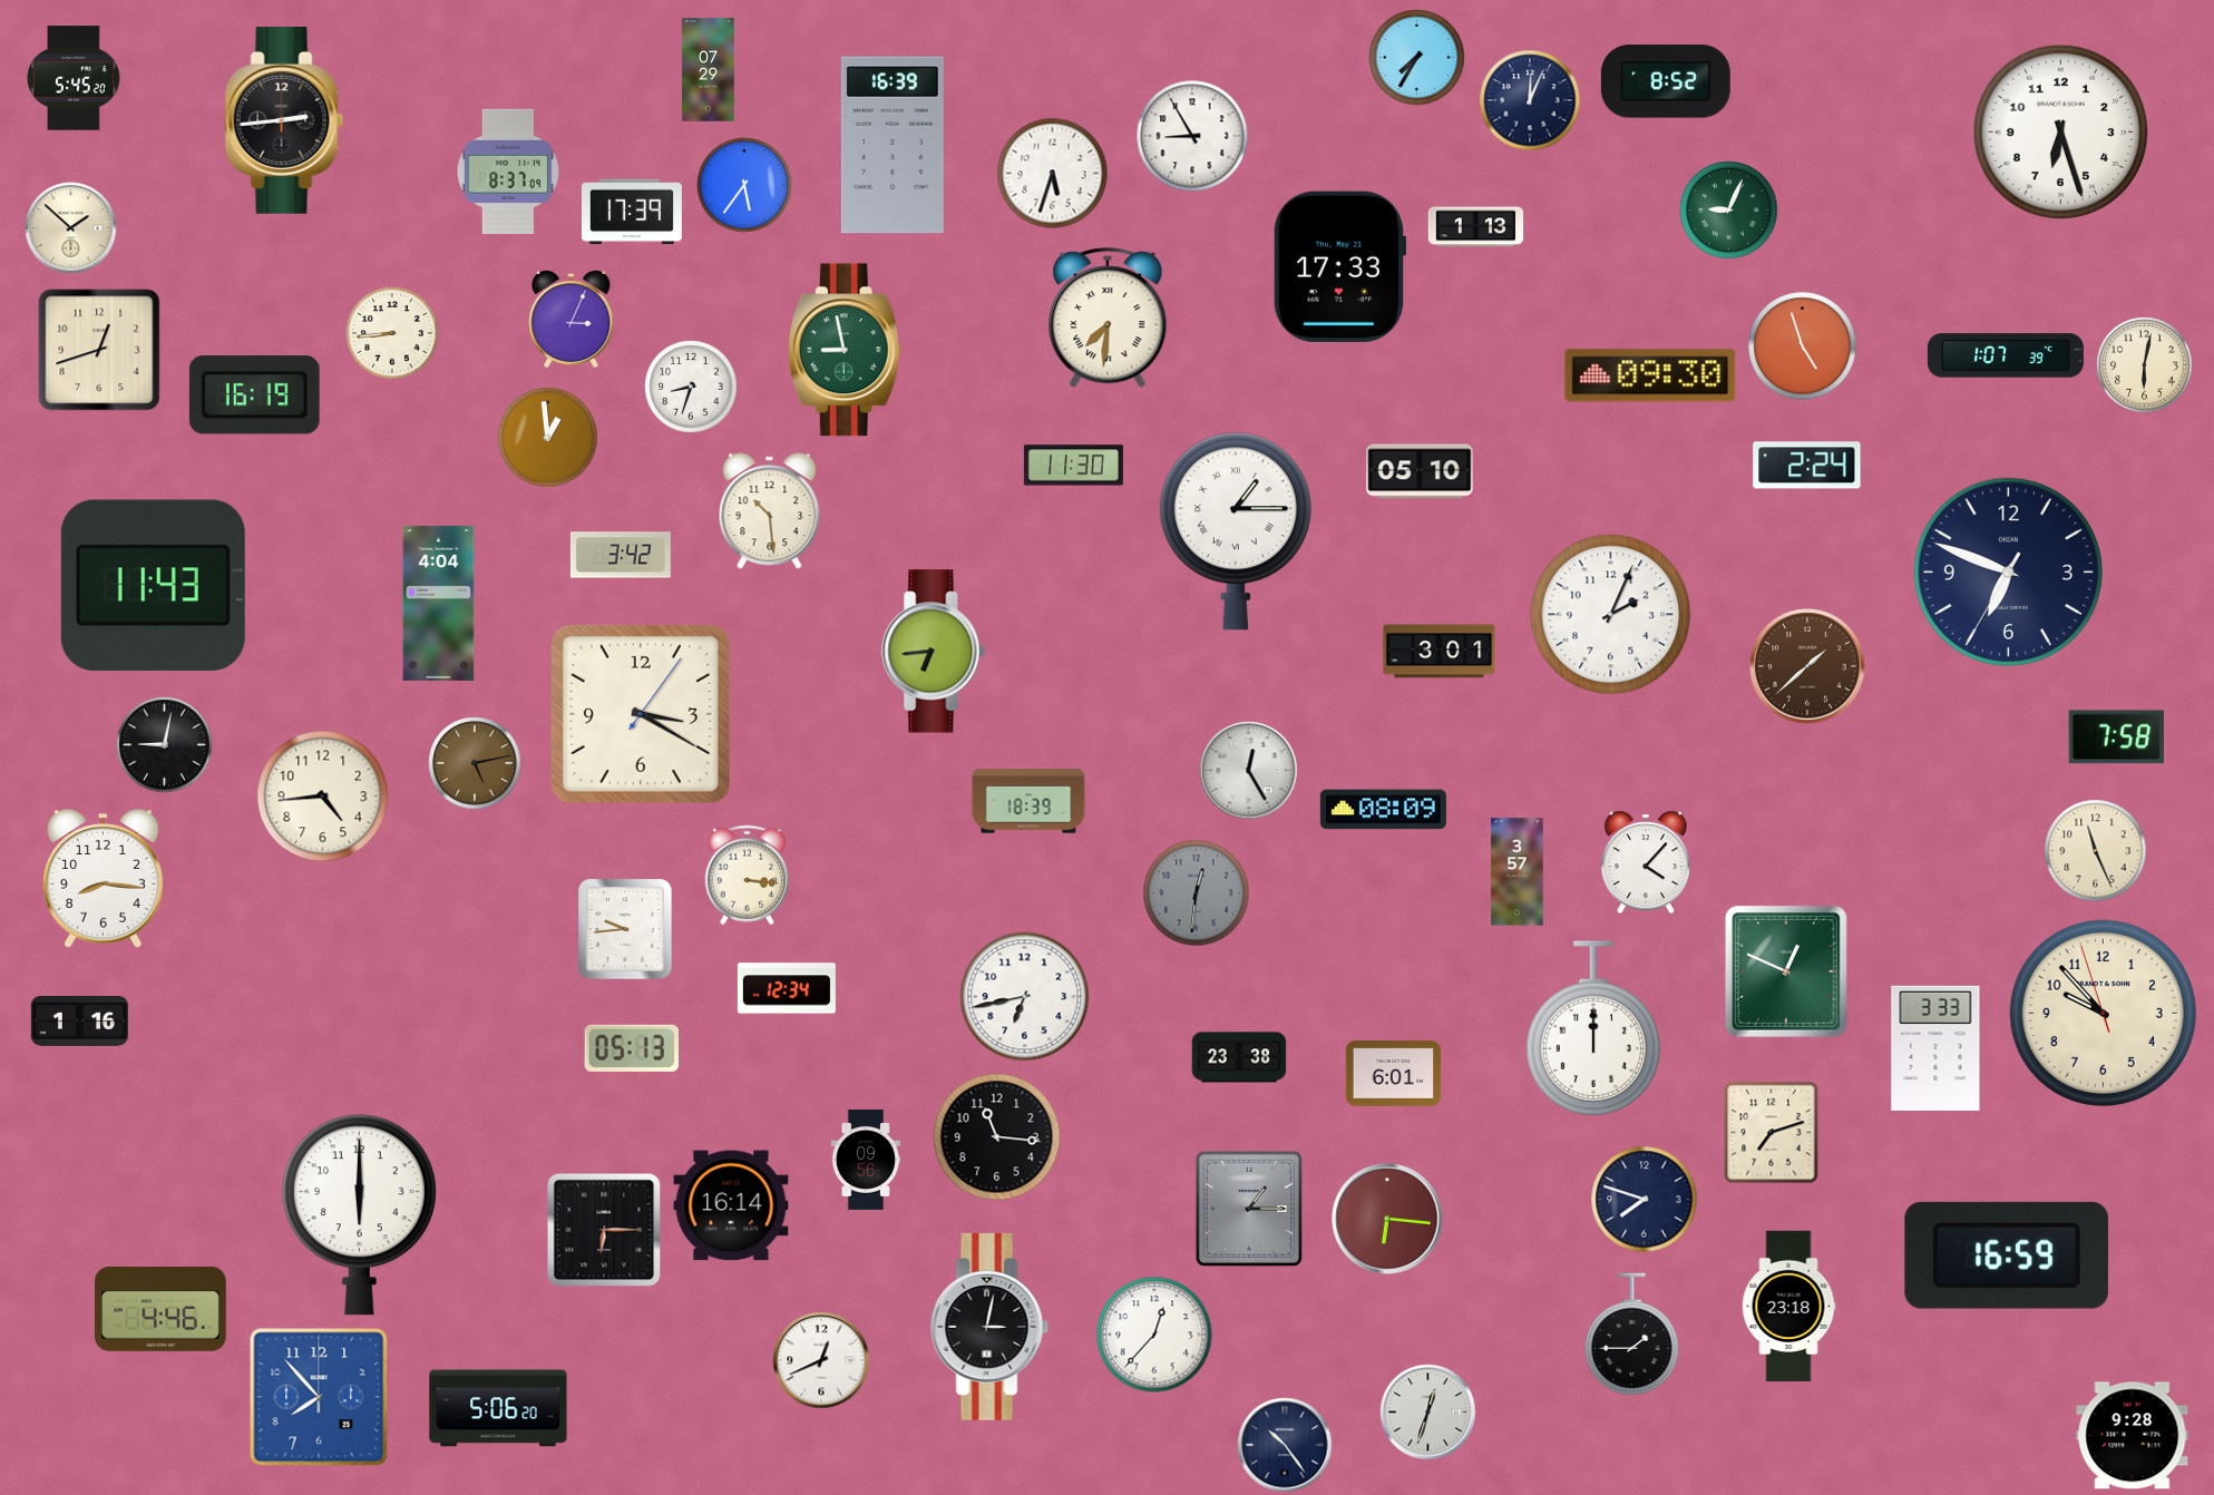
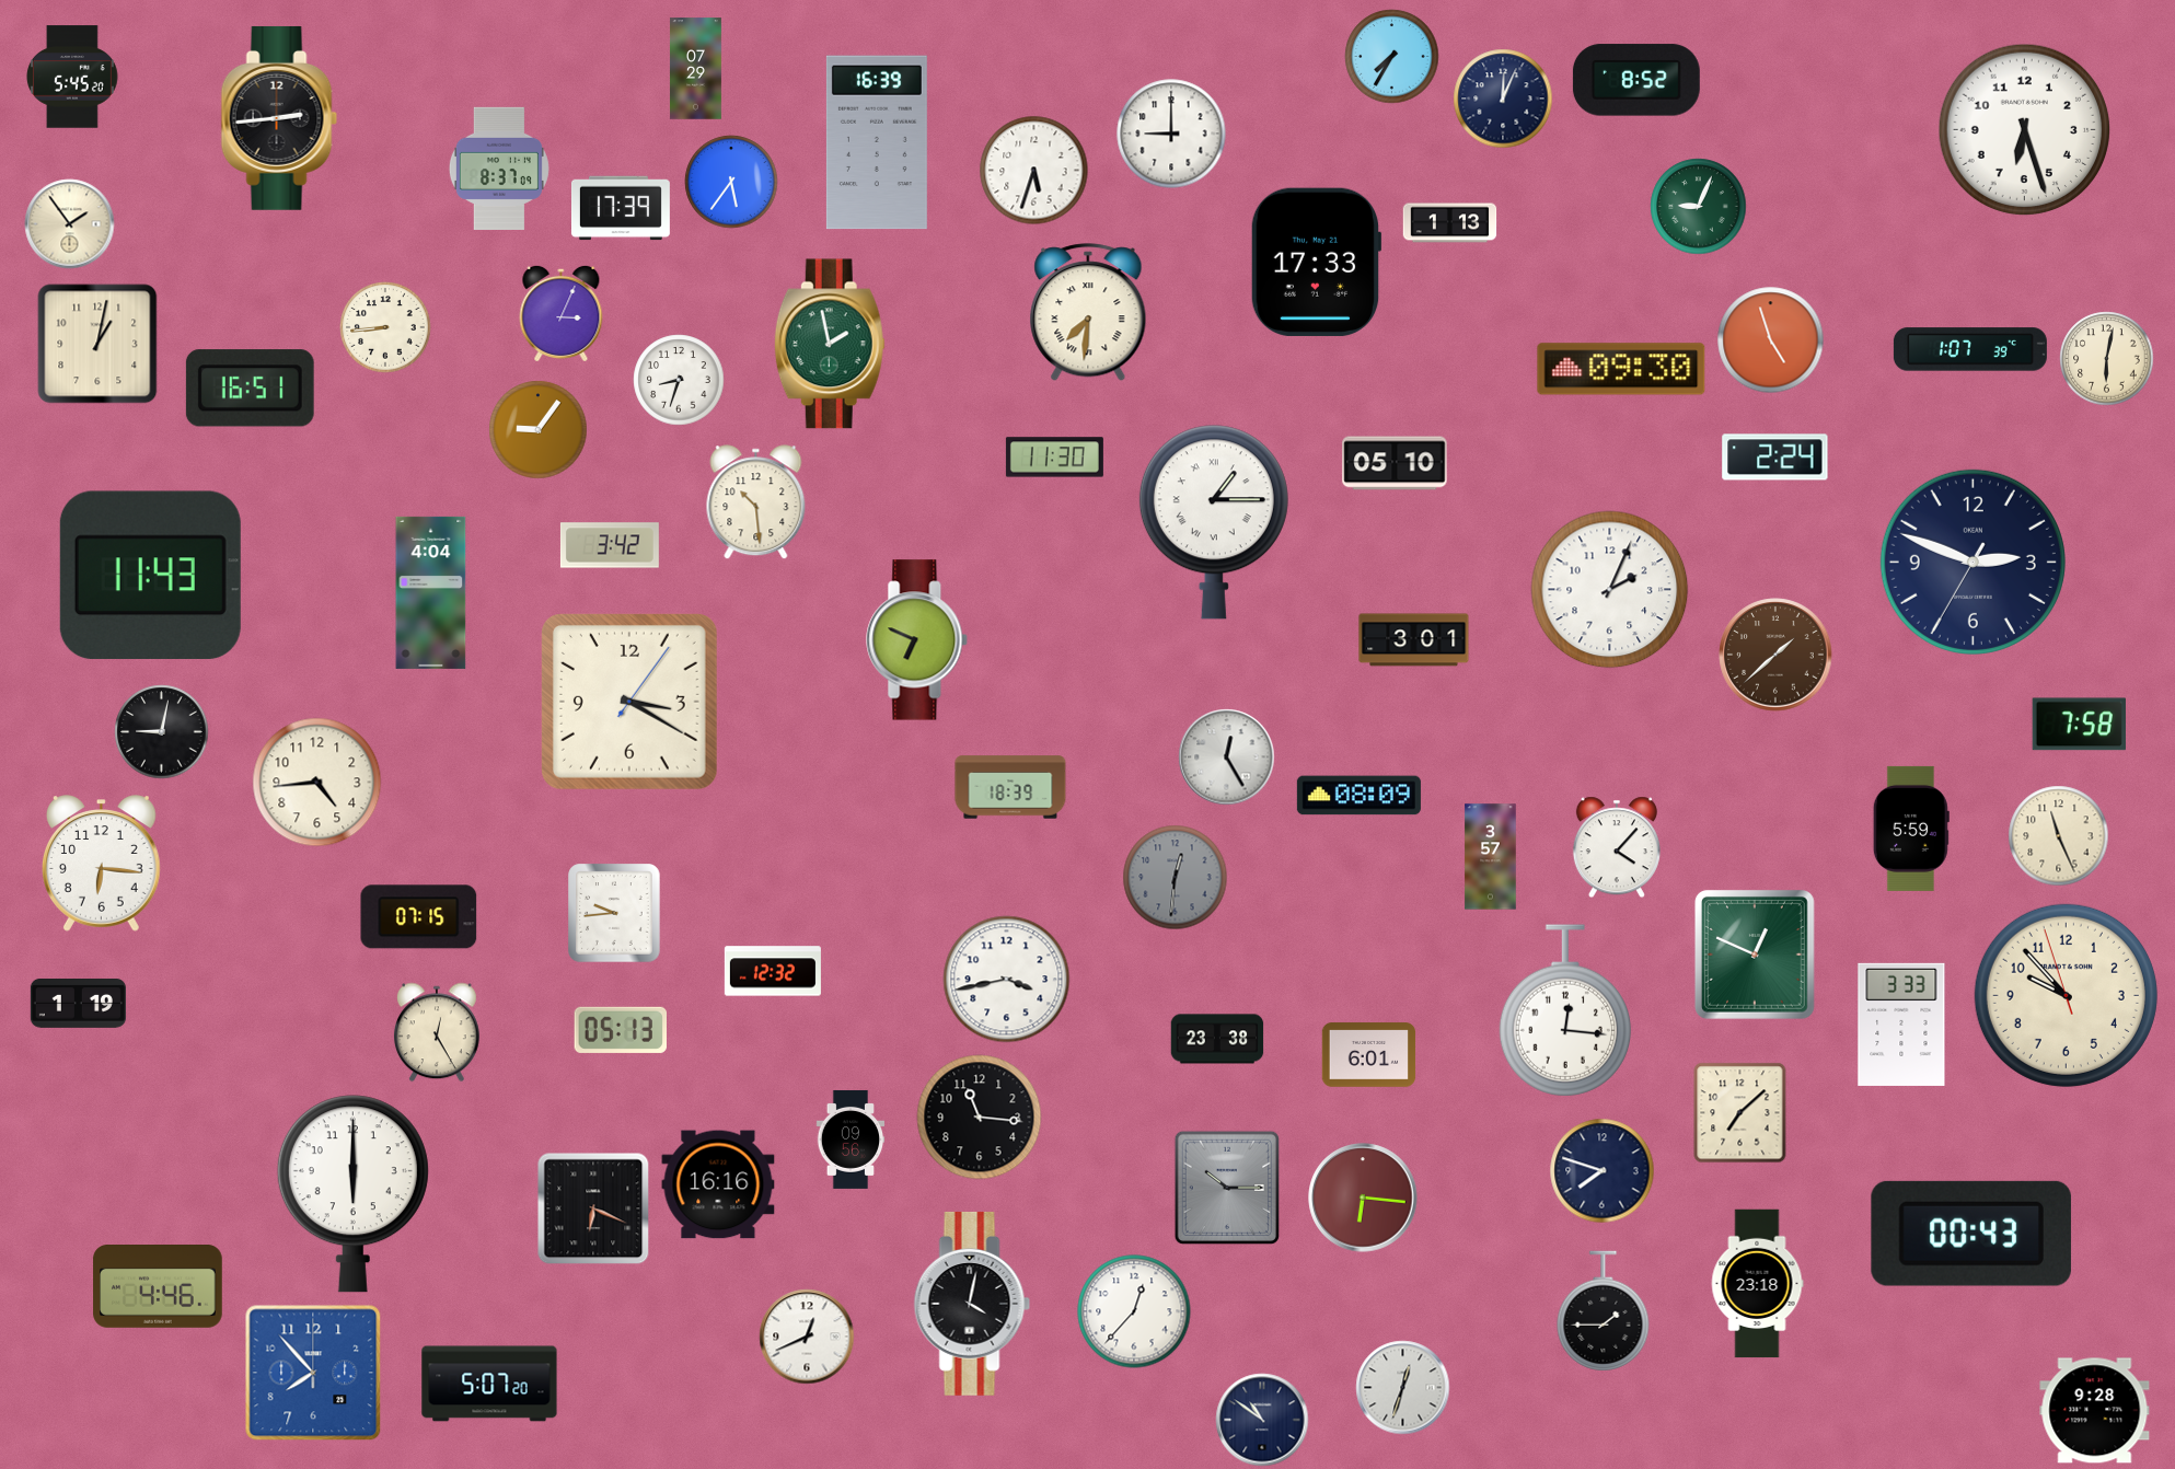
clock at (1192, 136): 8:55 -> 9:00
clock at (71, 228): 1:52 -> 1:54
clock at (99, 350): 12:42 -> 1:02
clock at (845, 350): 8:58 -> 1:58
clock at (254, 395): 16:19 -> 16:51
clock at (548, 438): 12:59 -> 9:06
clock at (2008, 571): 6:48 -> 2:48
clock at (1611, 615) position: (1611, 615) -> (1610, 590)
clock at (934, 652): 6:44 -> 6:49
clock at (475, 763): 5:13 -> none
clock at (1911, 829): none -> 5:59
clock at (747, 876): 3:16 -> none
clock at (103, 879): 8:16 -> 6:16
clock at (419, 917): none -> 07:15
clock at (787, 988): 12:34 -> 12:32
clock at (1025, 997): 6:43 -> 3:43
clock at (79, 1022): 1:16 -> 1:19
clock at (1593, 1028): 12:00 -> 12:16
clock at (1935, 1048) position: (1935, 1048) -> (1901, 1025)
clock at (437, 1032): none -> 12:25
clock at (1772, 1133): 7:12 -> 7:08
clock at (1645, 1200) position: (1645, 1200) -> (1603, 1171)
clock at (731, 1205): 16:14 -> 16:16
clock at (1248, 1209): 1:15 -> 10:15
clock at (604, 1230): 6:15 -> 6:19
clock at (2007, 1255): 16:59 -> 00:43
clock at (989, 1327): 3:02 -> 4:02
clock at (498, 1408): 5:06 -> 5:07
clock at (1285, 1445): 10:24 -> 10:51
